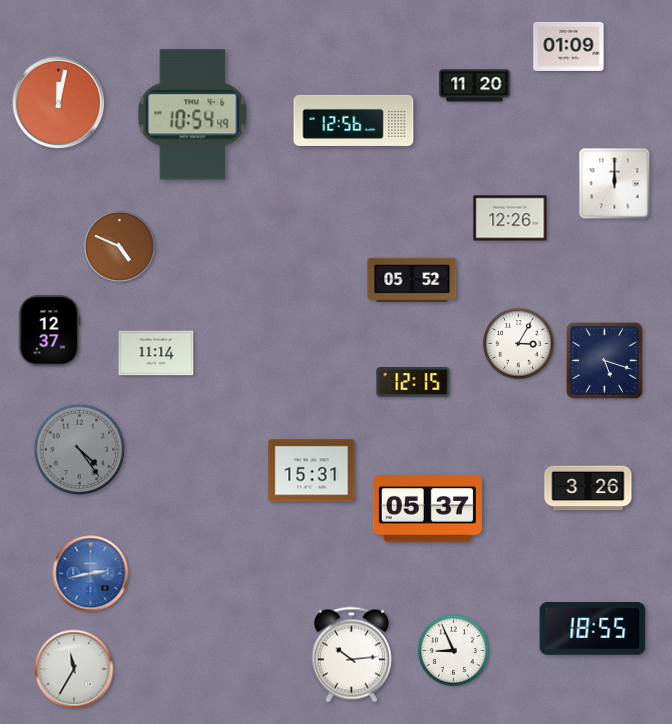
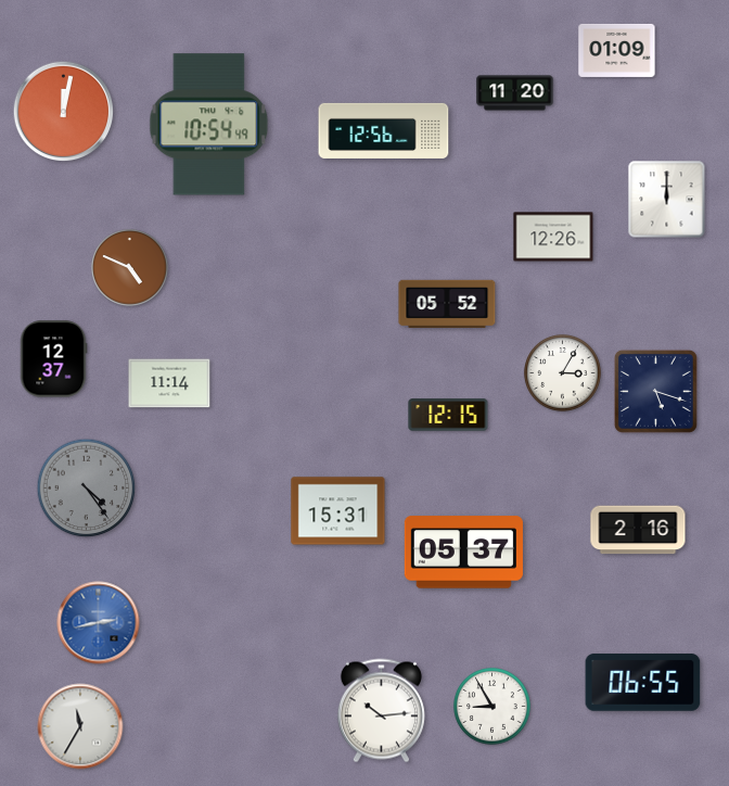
clock at (588, 488): 3:26 -> 2:16
clock at (593, 629): 18:55 -> 06:55
clock at (454, 651): 8:56 -> 8:55
